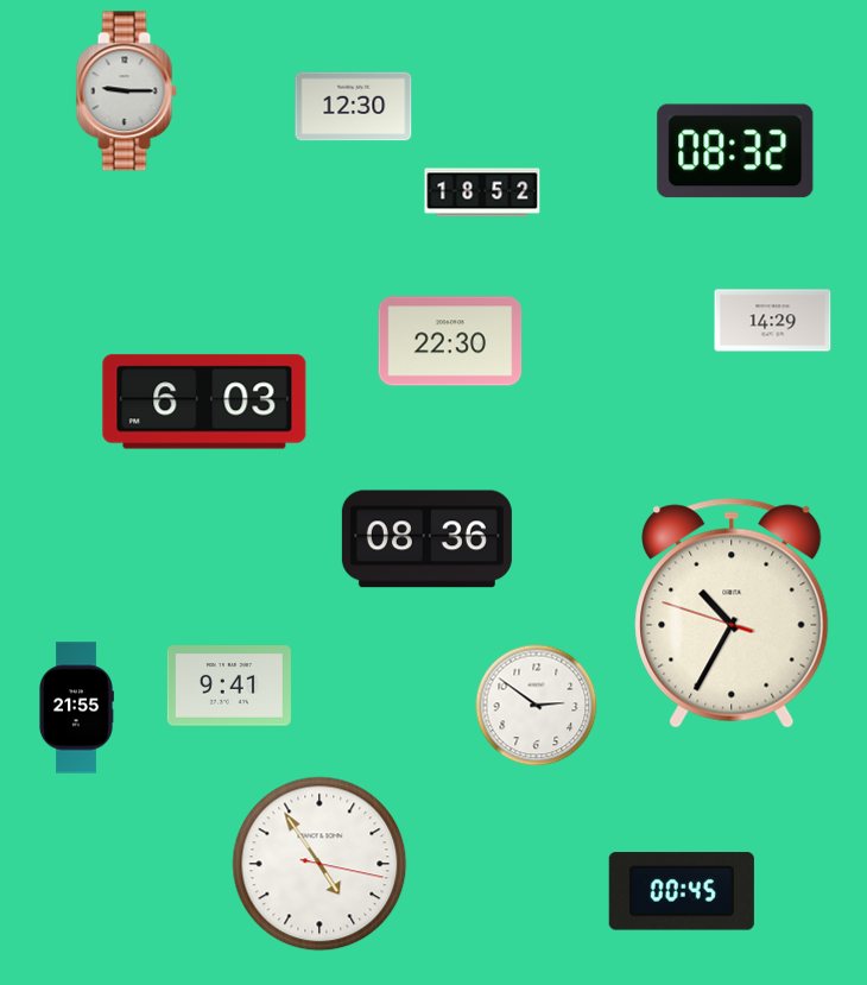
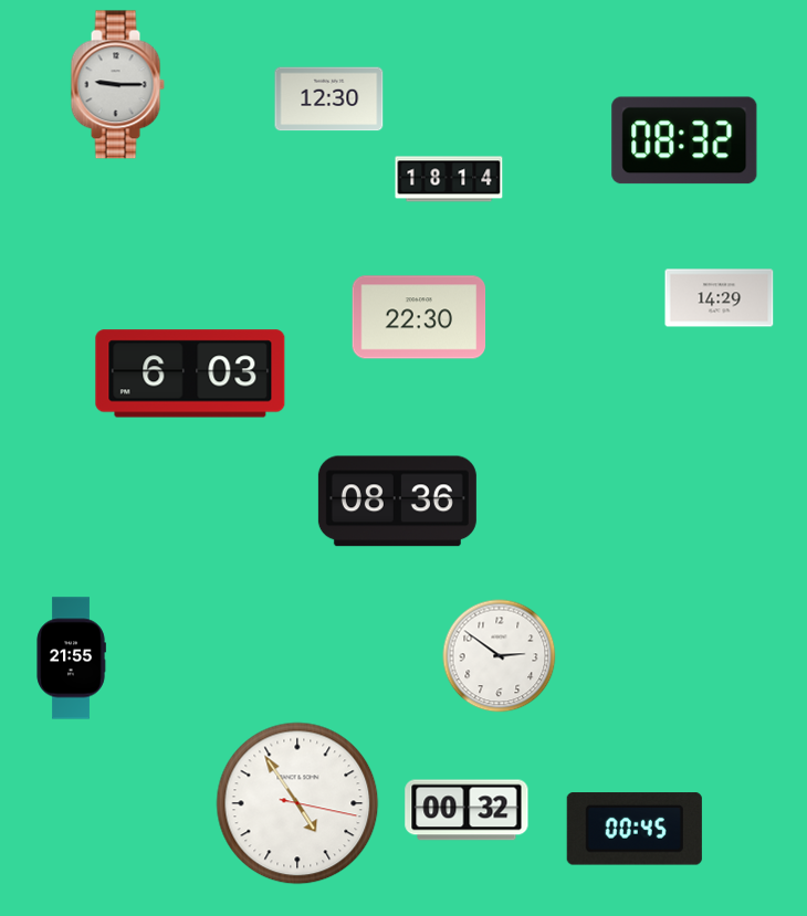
clock at (482, 192): 18:52 -> 18:14
clock at (732, 613): 10:34 -> none
clock at (229, 686): 9:41 -> none
clock at (467, 810): none -> 00:32
